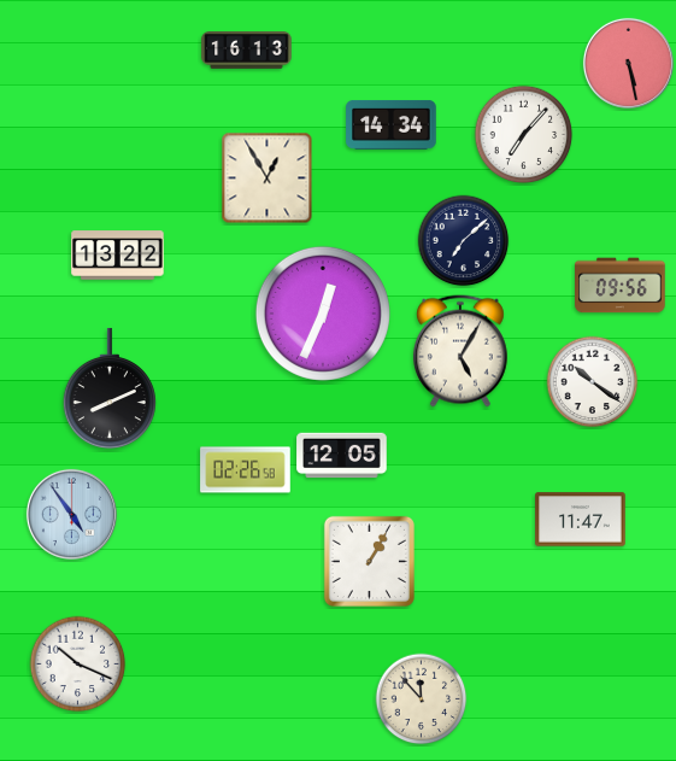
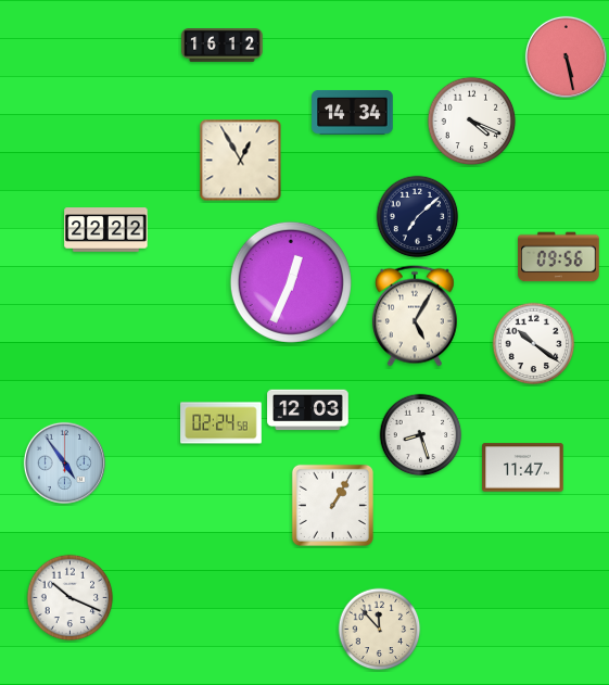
clock at (247, 51): 16:13 -> 16:12
clock at (524, 135): 7:07 -> 4:19
clock at (118, 256): 13:22 -> 22:22
clock at (110, 388): 8:11 -> none
clock at (342, 456): 12:05 -> 12:03
clock at (246, 470): 02:26 -> 02:24
clock at (421, 435): none -> 8:27
